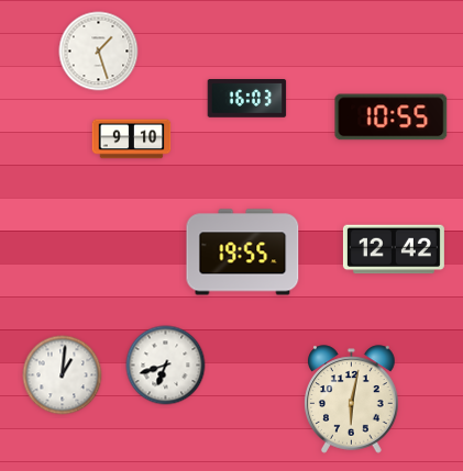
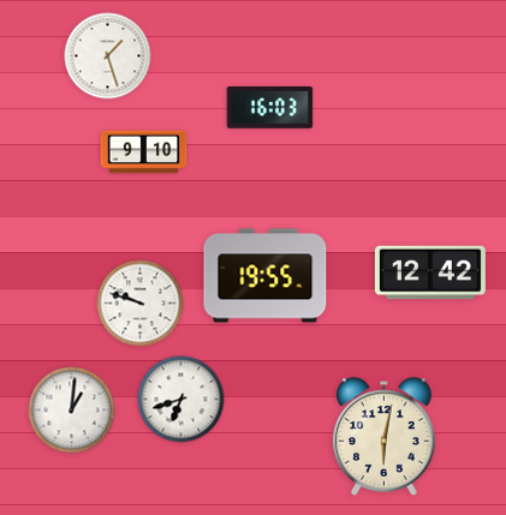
clock at (392, 117): 10:55 -> none
clock at (141, 304): none -> 9:48
clock at (63, 375) position: (63, 375) -> (72, 411)
